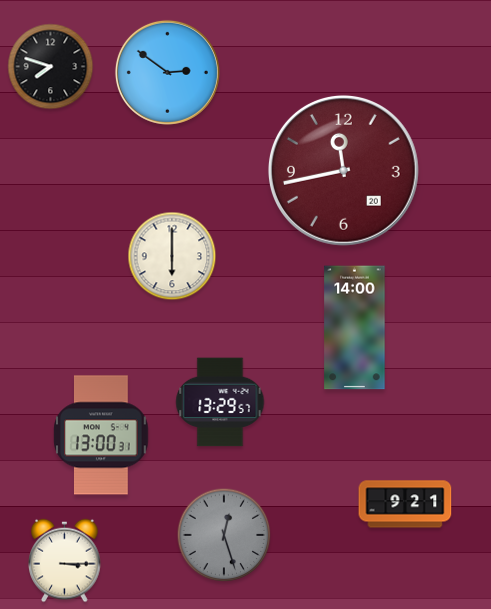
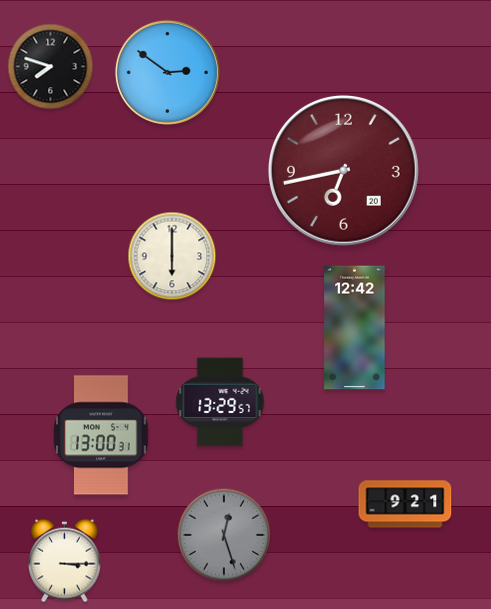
clock at (343, 170): 11:43 -> 6:43
clock at (355, 328): 14:00 -> 12:42
